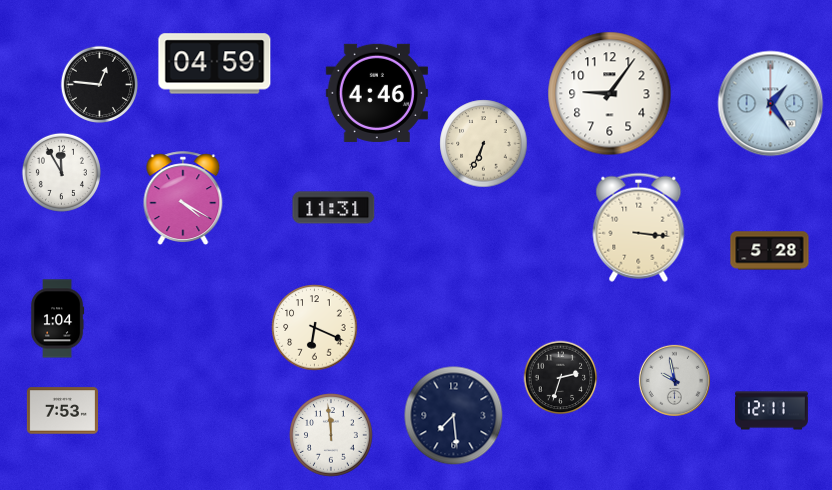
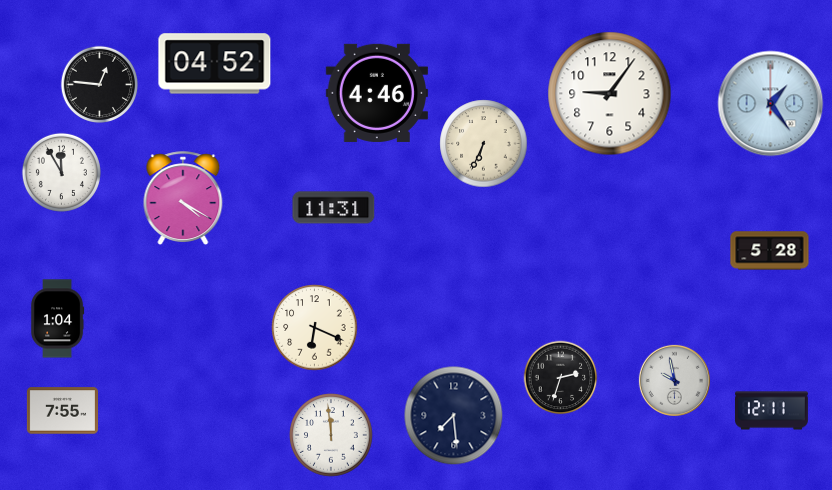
clock at (215, 64): 04:59 -> 04:52
clock at (639, 227): 3:16 -> none
clock at (62, 411): 7:53 -> 7:55
